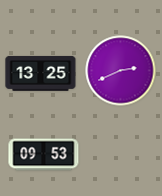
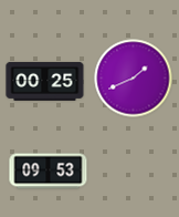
clock at (121, 71): 2:41 -> 1:41
clock at (41, 74): 13:25 -> 00:25
